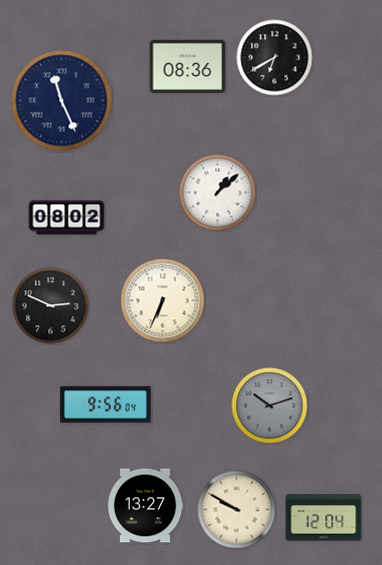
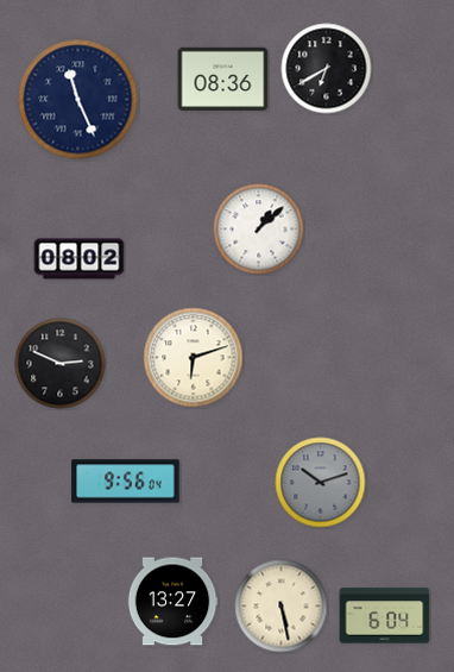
clock at (62, 101) position: (62, 101) -> (78, 100)
clock at (163, 301): 6:34 -> 6:12
clock at (237, 510): 9:50 -> 5:28
clock at (324, 518): 12:04 -> 6:04
